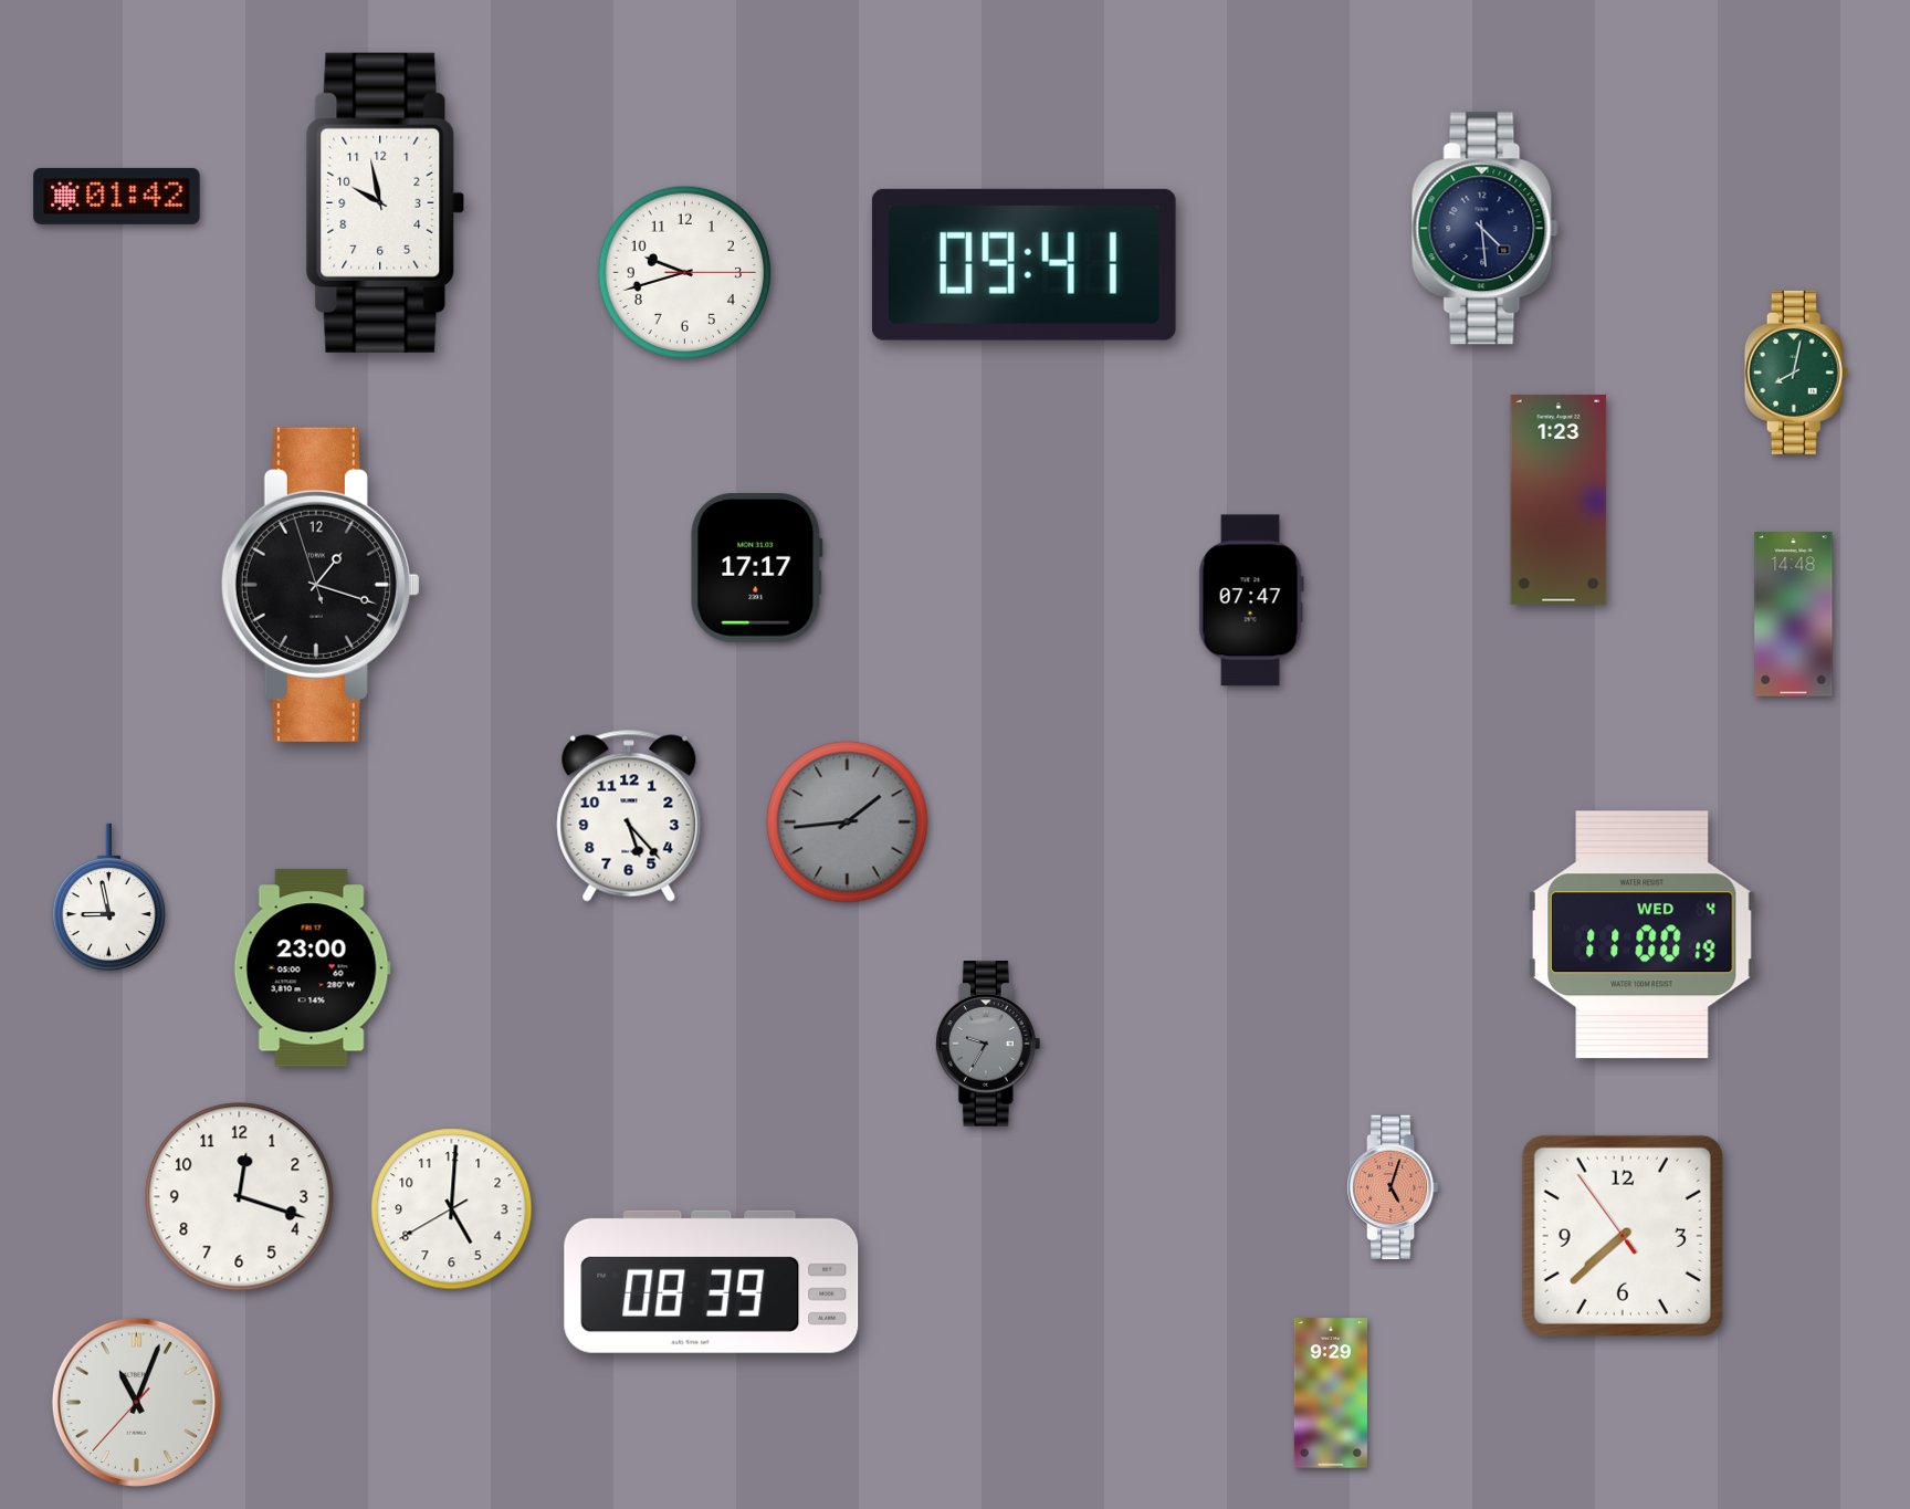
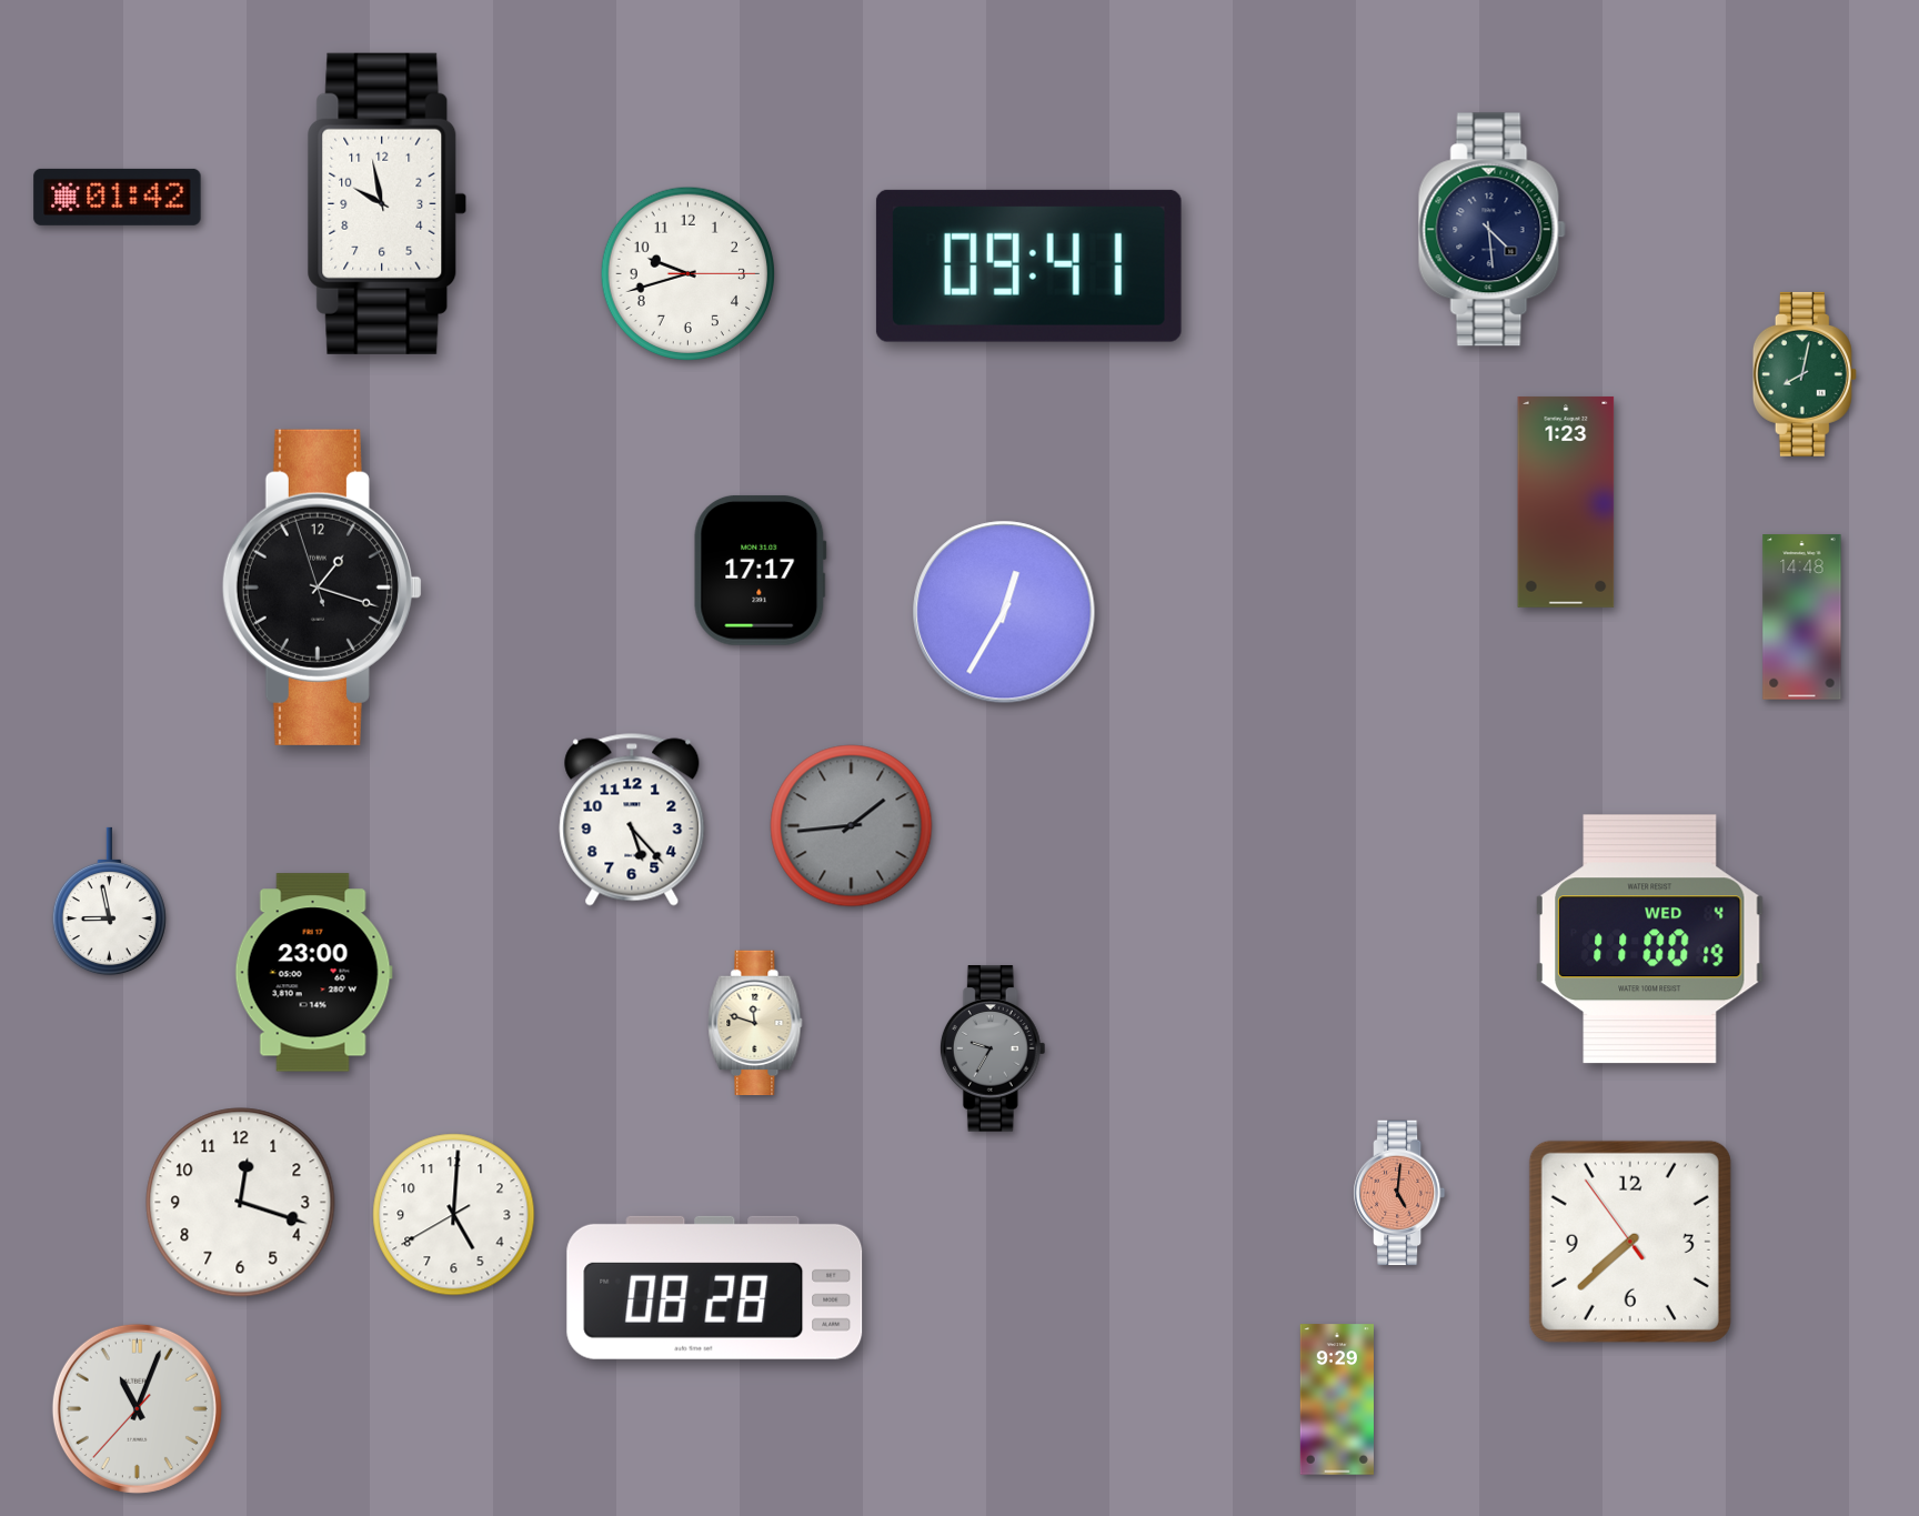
clock at (1251, 600): 07:47 -> none
clock at (1004, 612): none -> 12:35
clock at (755, 1023): none -> 11:48
clock at (1394, 1187): 5:03 -> 5:01
clock at (712, 1281): 08:39 -> 08:28
